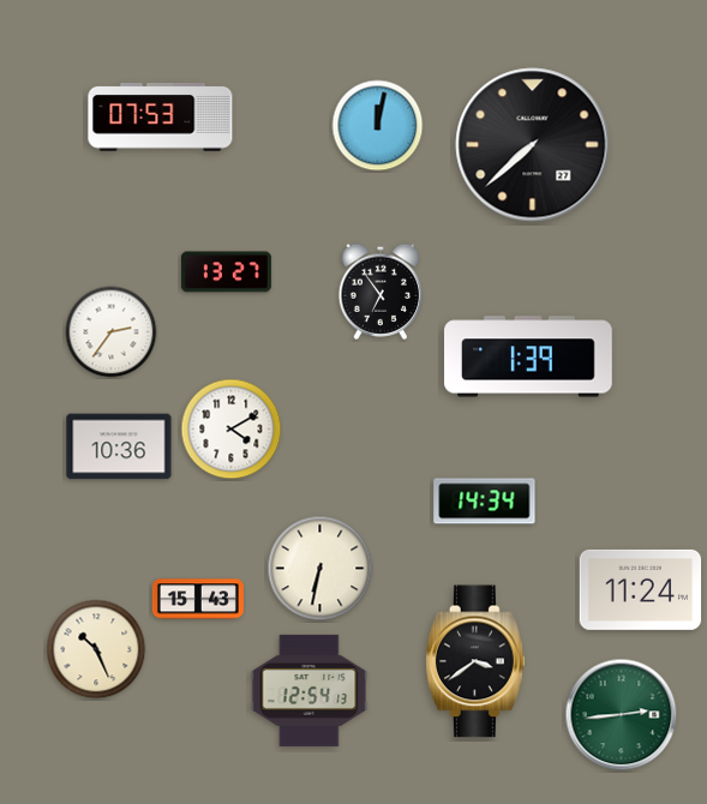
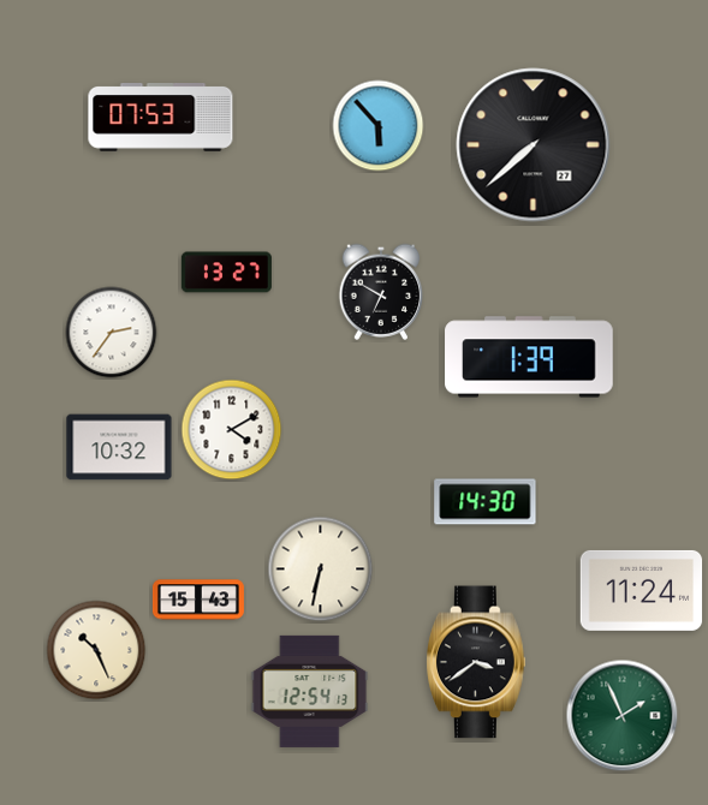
clock at (378, 126): 12:02 -> 5:53
clock at (381, 292): 6:54 -> 6:50
clock at (119, 446): 10:36 -> 10:32
clock at (485, 502): 14:34 -> 14:30
clock at (622, 715): 2:44 -> 1:56
